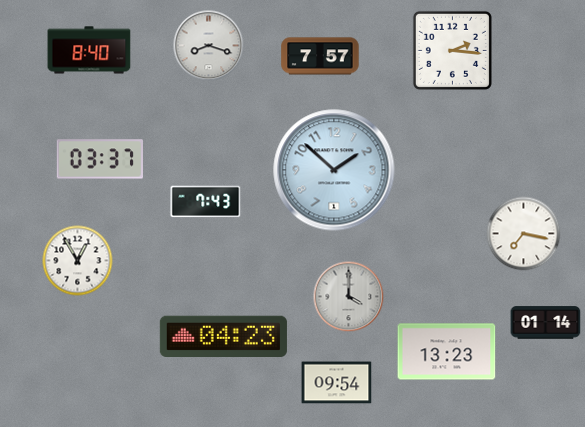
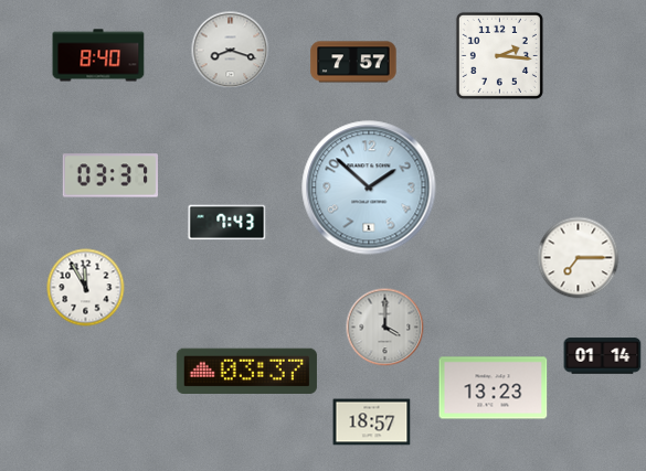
clock at (524, 234): 7:17 -> 7:15
clock at (78, 261): 12:55 -> 11:55
clock at (223, 337): 04:23 -> 03:37
clock at (337, 383): 09:54 -> 18:57
